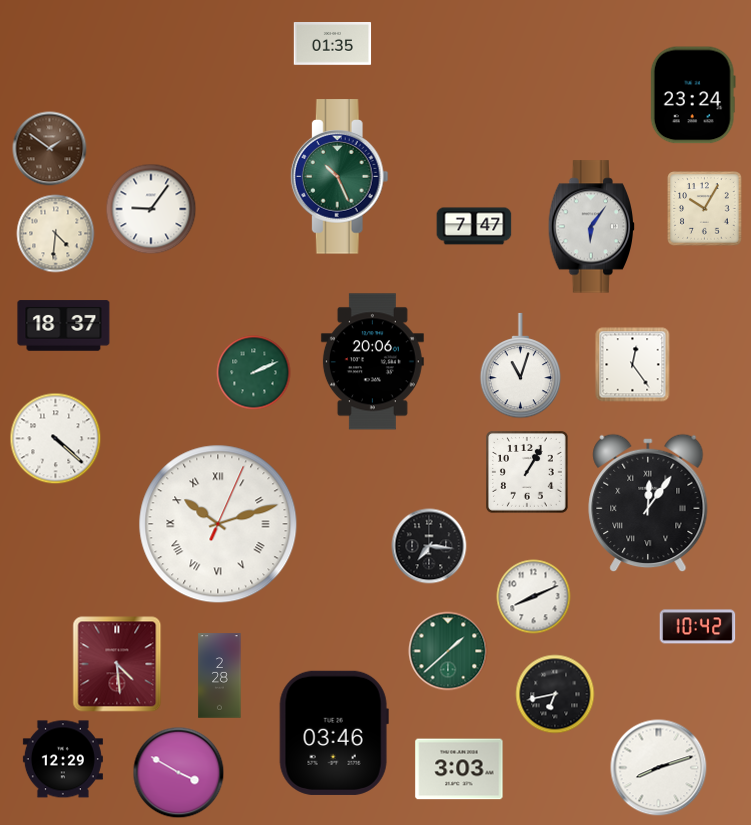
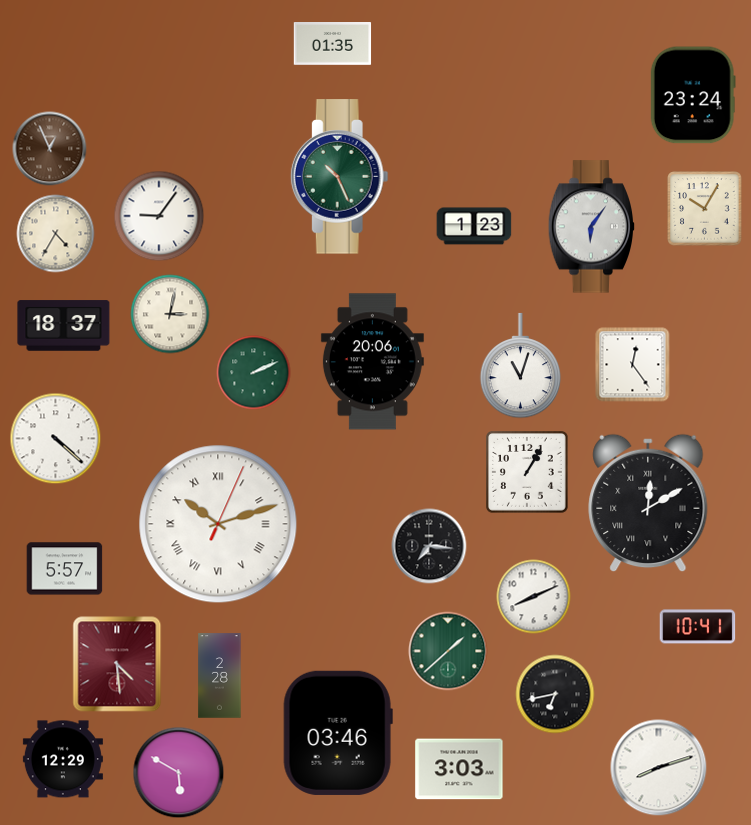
clock at (50, 149): 1:51 -> 12:56
clock at (151, 209) position: (151, 209) -> (159, 216)
clock at (474, 226): 7:47 -> 1:23
clock at (56, 234): 4:31 -> 4:35
clock at (170, 314): none -> 3:02
clock at (648, 503): 12:06 -> 12:10
clock at (65, 569): none -> 5:57
clock at (698, 627): 10:42 -> 10:41
clock at (334, 733) position: (334, 733) -> (338, 733)
clock at (179, 773): 3:50 -> 5:50
